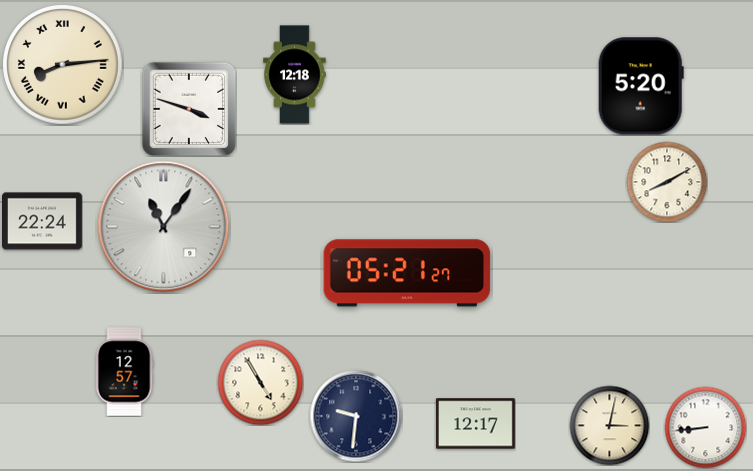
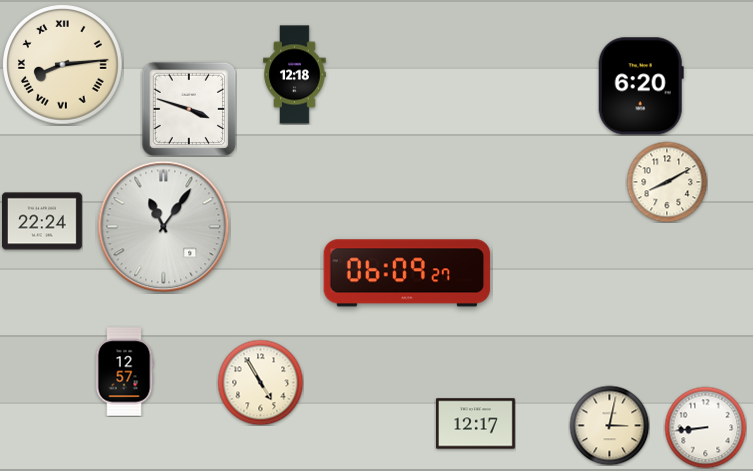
clock at (641, 86): 5:20 -> 6:20
clock at (407, 273): 05:21 -> 06:09
clock at (356, 416): 9:31 -> none
